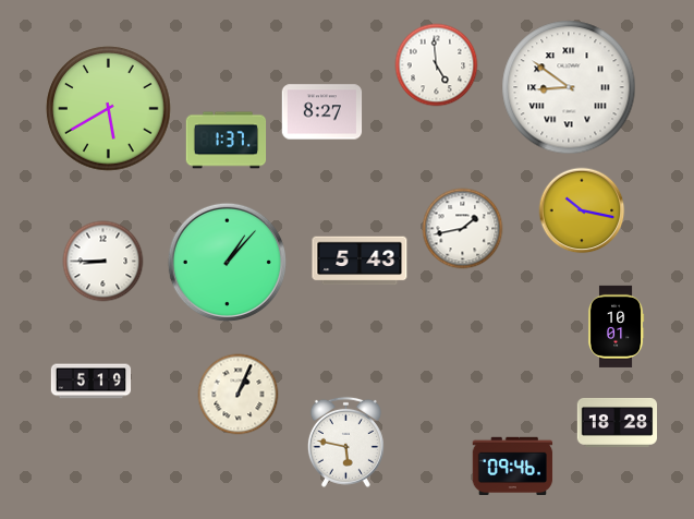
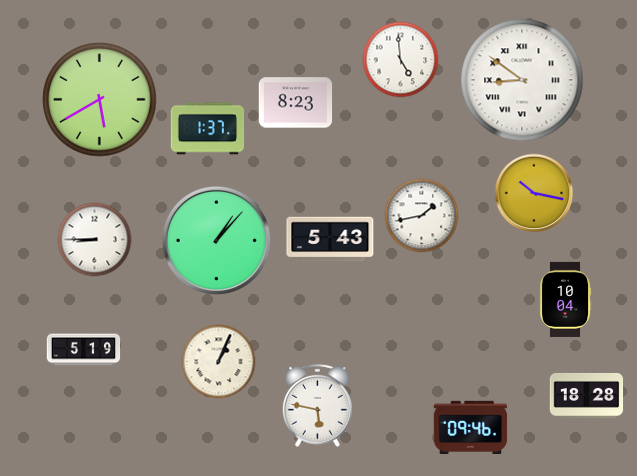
clock at (322, 112): 8:27 -> 8:23
clock at (463, 229) position: (463, 229) -> (422, 216)
clock at (227, 262) position: (227, 262) -> (216, 240)
clock at (616, 326): 10:01 -> 10:04
clock at (618, 422) position: (618, 422) -> (587, 395)
